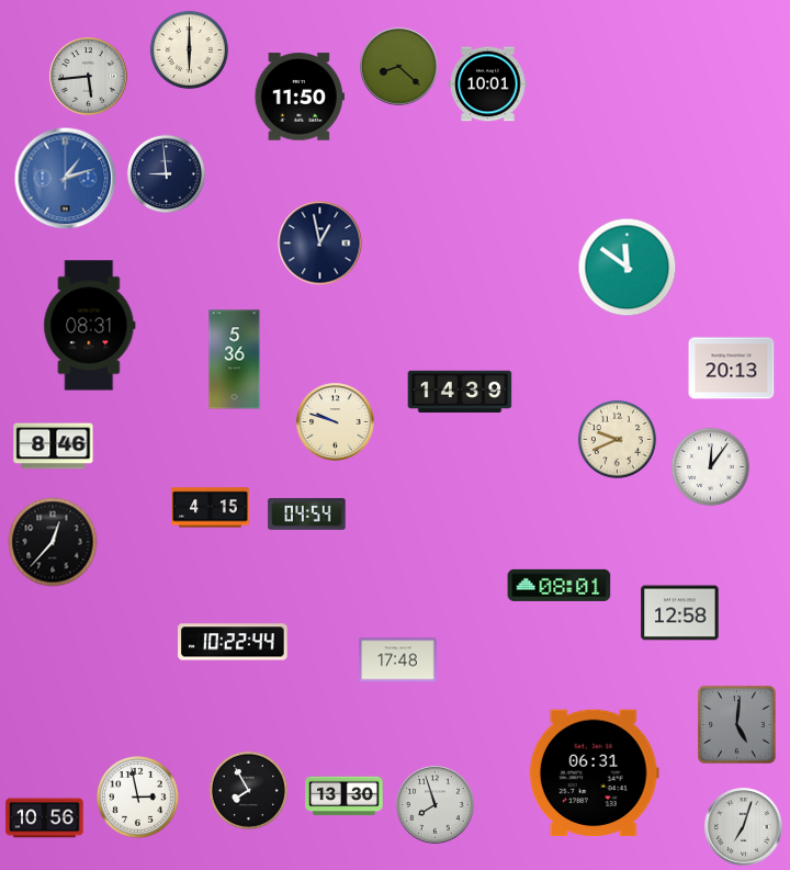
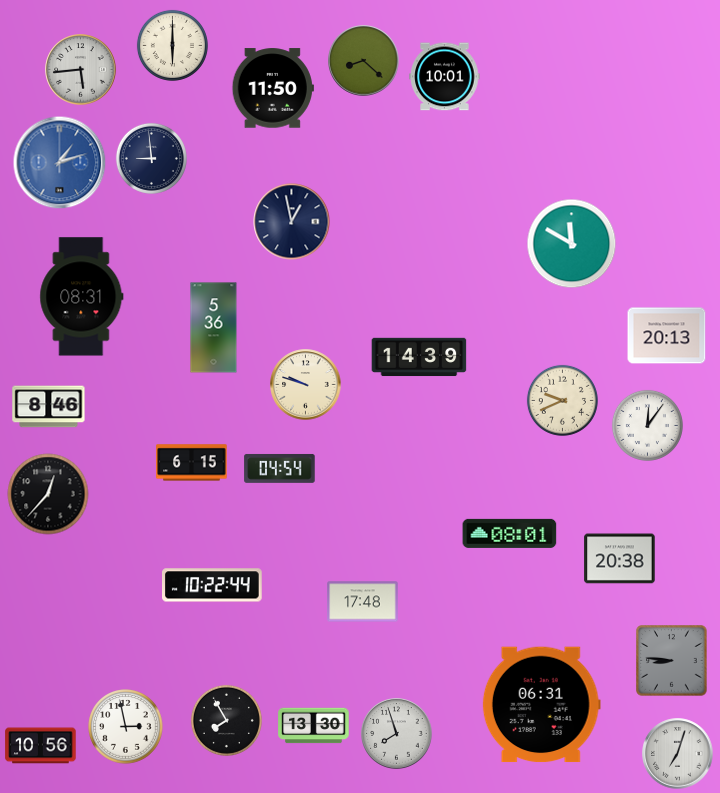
clock at (628, 268): 11:51 -> 11:50
clock at (211, 508): 4:15 -> 6:15
clock at (680, 613): 12:58 -> 20:38
clock at (737, 725): 5:01 -> 8:46
